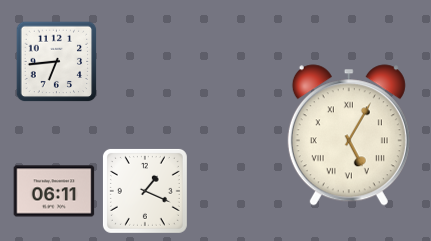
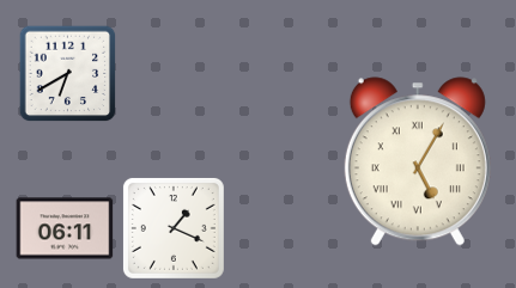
clock at (56, 61): 6:44 -> 6:40
